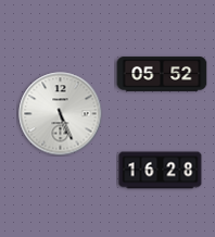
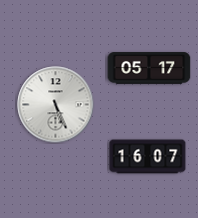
clock at (162, 74): 05:52 -> 05:17
clock at (161, 171): 16:28 -> 16:07
